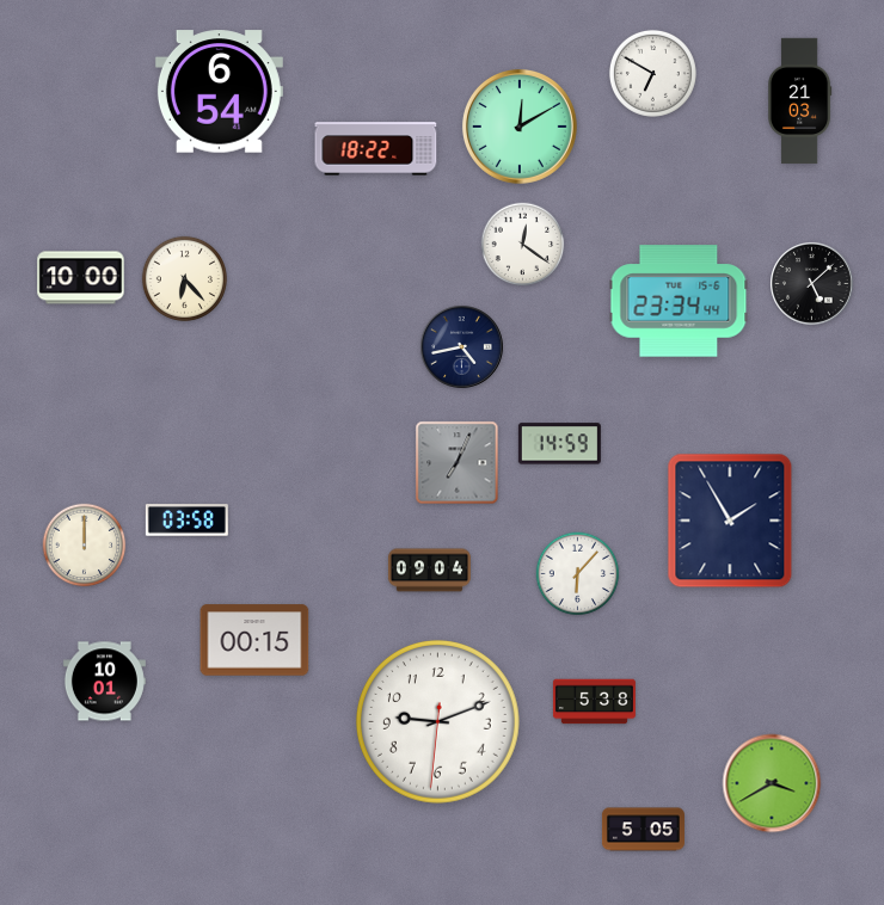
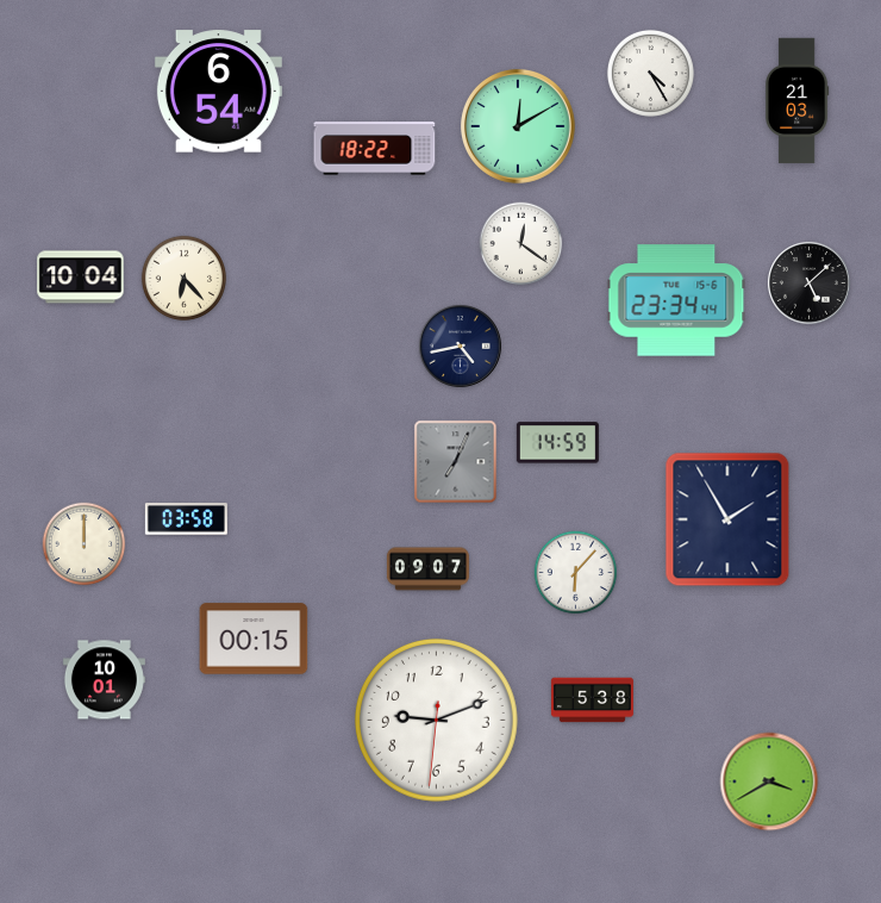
clock at (652, 73): 6:50 -> 4:25
clock at (81, 278): 10:00 -> 10:04
clock at (429, 571): 09:04 -> 09:07
clock at (643, 830): 5:05 -> none
